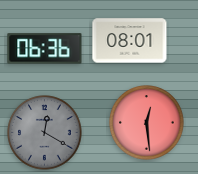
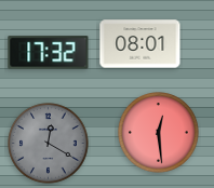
clock at (45, 49): 06:36 -> 17:32
